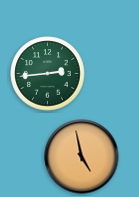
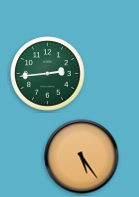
clock at (82, 157): 4:58 -> 5:24
